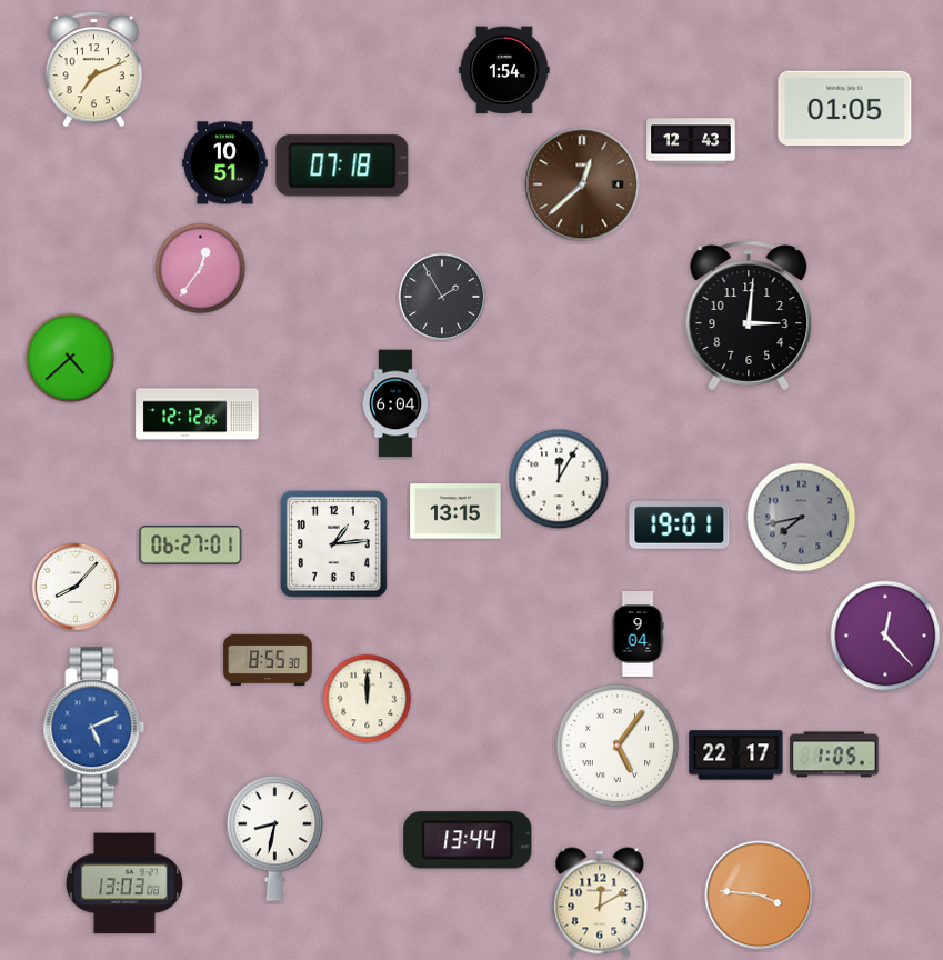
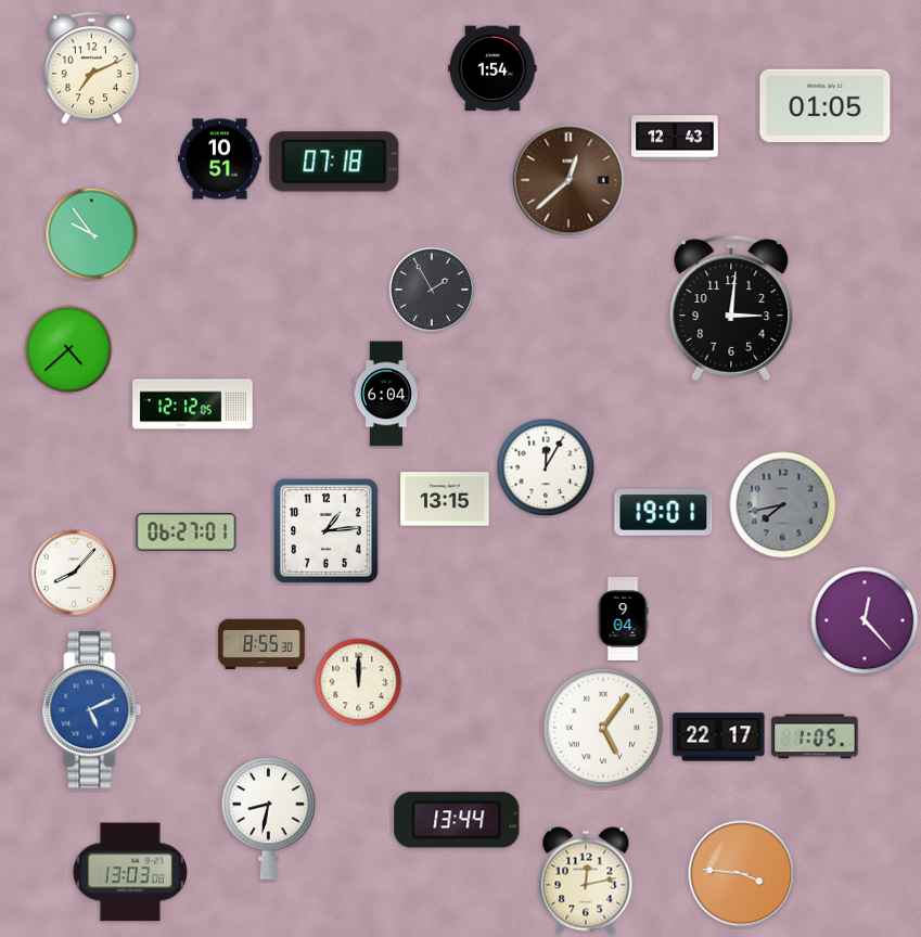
clock at (92, 234): none -> 9:54
clock at (201, 269): 12:36 -> none
clock at (124, 883) position: (124, 883) -> (130, 872)
clock at (600, 902): 12:10 -> 12:13
